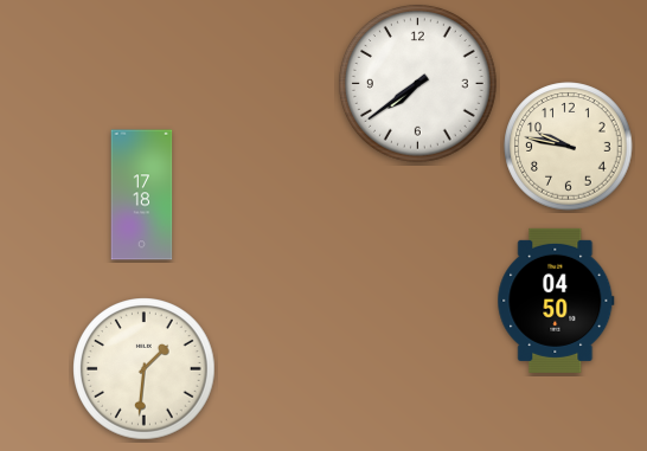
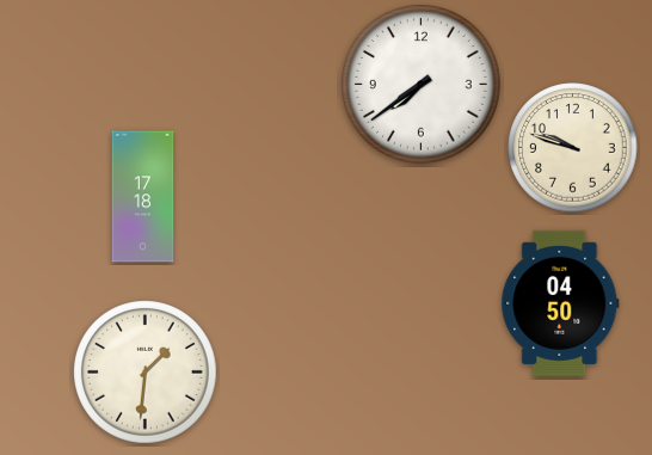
clock at (569, 147): 9:47 -> 9:48
